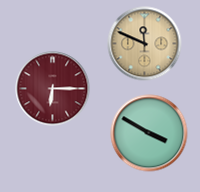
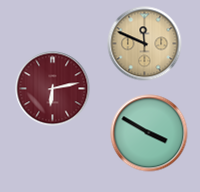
clock at (53, 89): 6:15 -> 6:13
